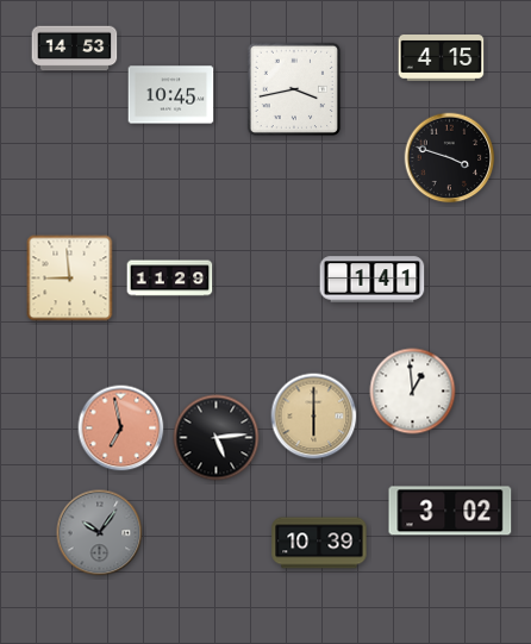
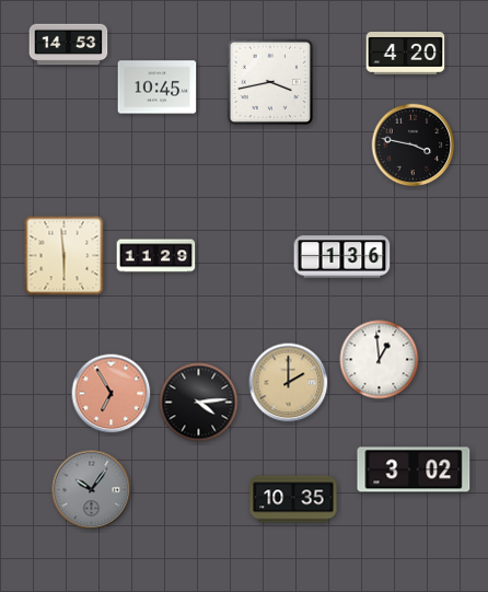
clock at (442, 58): 4:15 -> 4:20
clock at (450, 158): 3:48 -> 3:47
clock at (70, 279): 8:59 -> 5:59
clock at (373, 280): 1:41 -> 1:36
clock at (314, 417): 6:00 -> 2:00
clock at (121, 429): 6:58 -> 6:55
clock at (217, 438): 5:14 -> 4:14
clock at (319, 543): 10:39 -> 10:35
